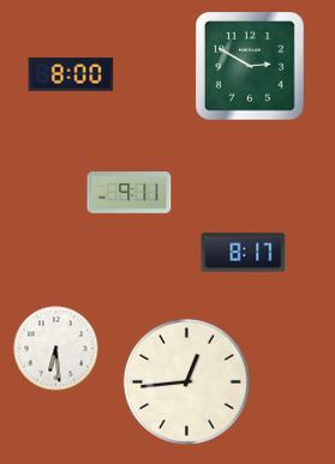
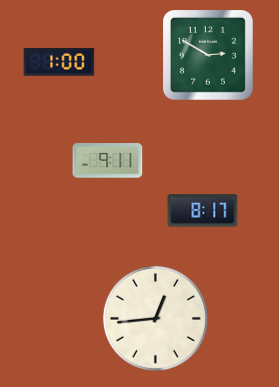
clock at (71, 76): 8:00 -> 1:00
clock at (56, 349): 6:29 -> none
